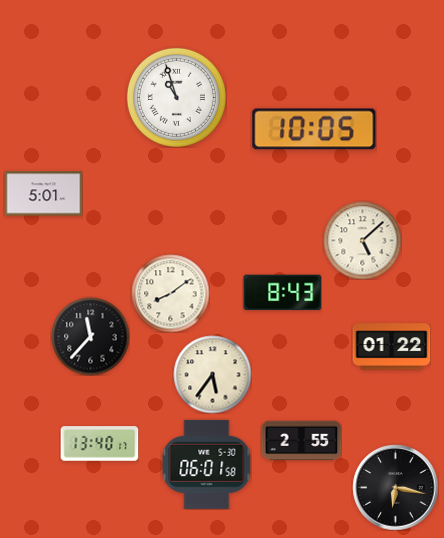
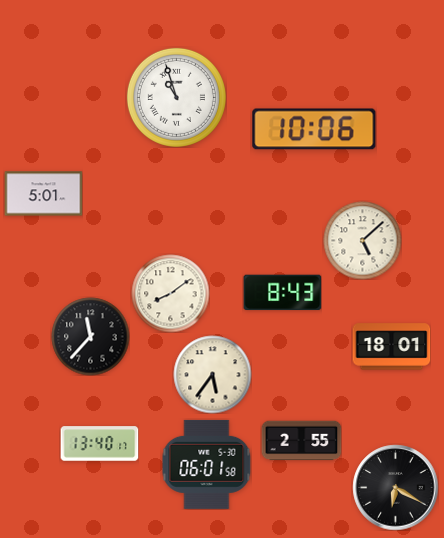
clock at (314, 129): 10:05 -> 10:06
clock at (391, 347): 01:22 -> 18:01
clock at (395, 487): 6:17 -> 6:20
